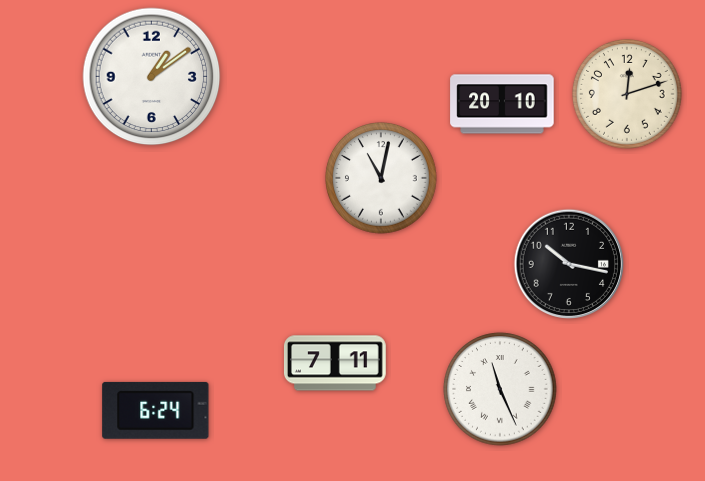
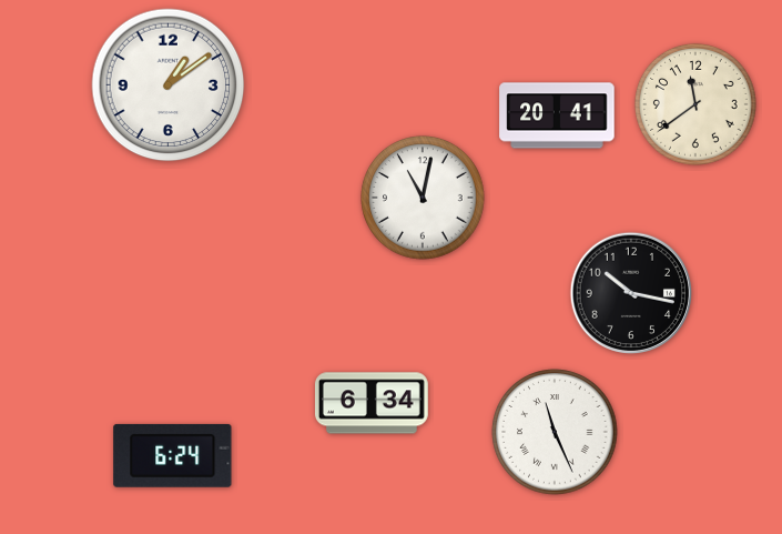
clock at (627, 94): 12:12 -> 11:39
clock at (502, 104): 20:10 -> 20:41
clock at (335, 363): 7:11 -> 6:34
